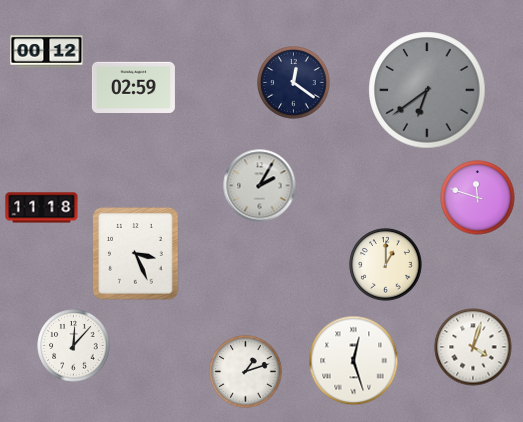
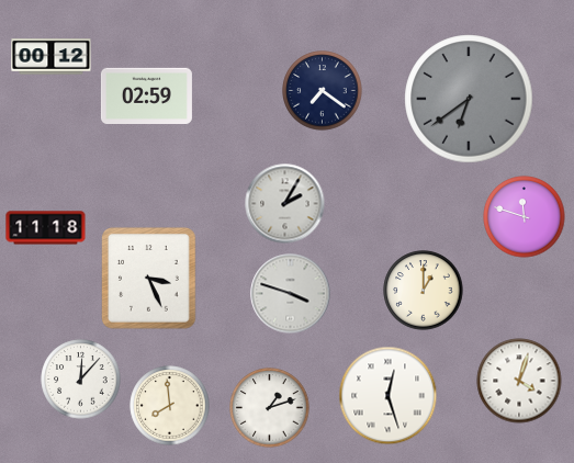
clock at (294, 83): 12:21 -> 7:21
clock at (291, 294): none -> 3:48
clock at (170, 406): none -> 7:59
